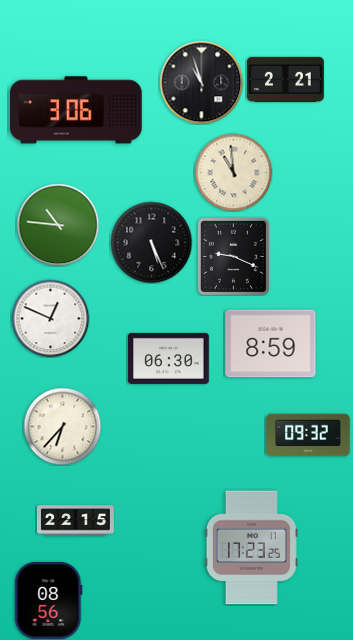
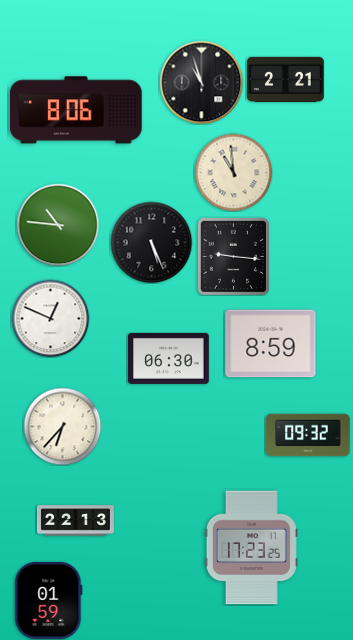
clock at (77, 110): 3:06 -> 8:06
clock at (233, 256): 9:19 -> 9:16
clock at (75, 521): 22:15 -> 22:13
clock at (49, 600): 08:56 -> 01:59
